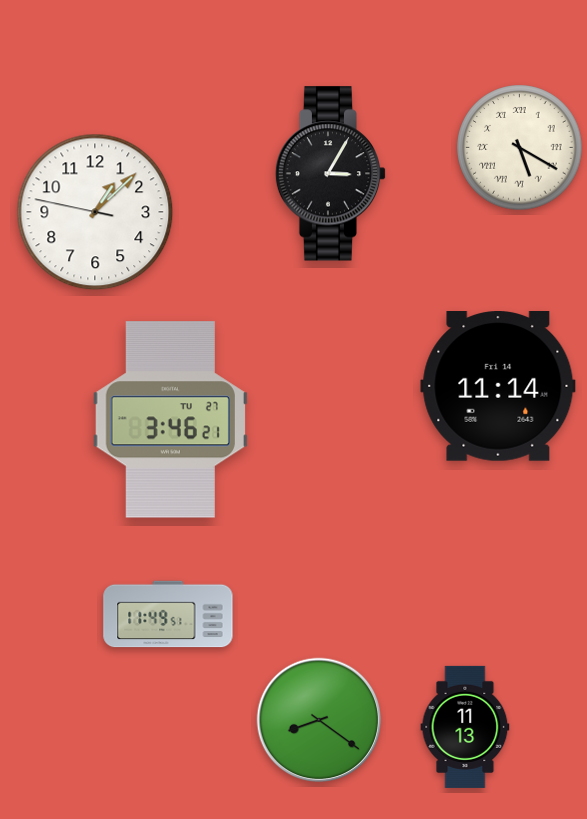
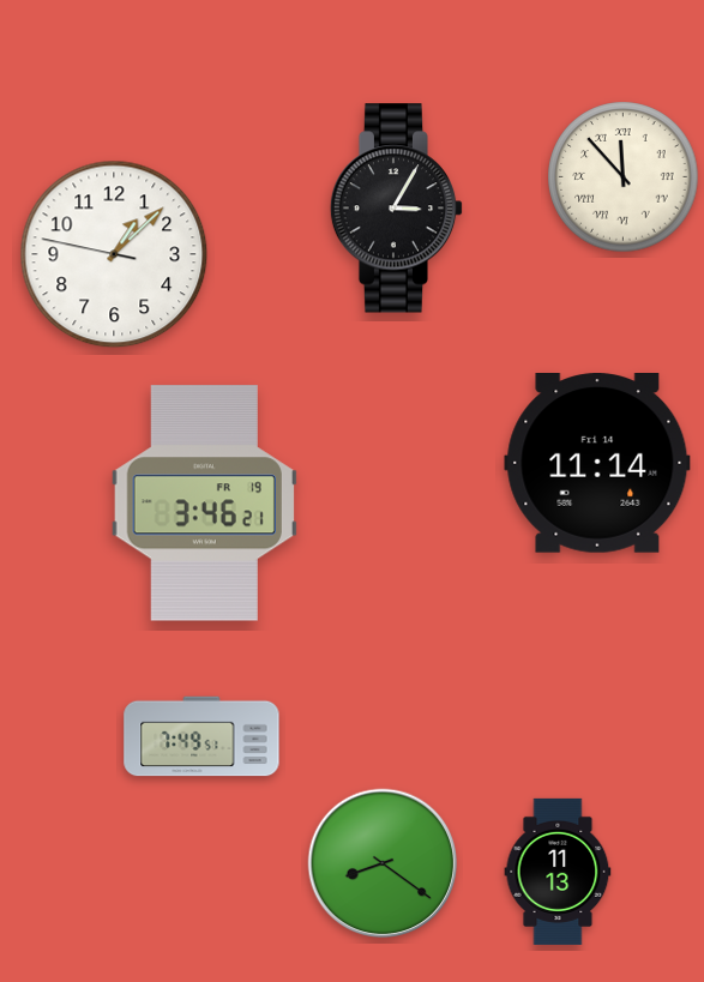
clock at (520, 148): 5:20 -> 11:53
clock at (170, 420) date: TU 27 -> FR 19
clock at (168, 614): 11:49 -> 7:49
